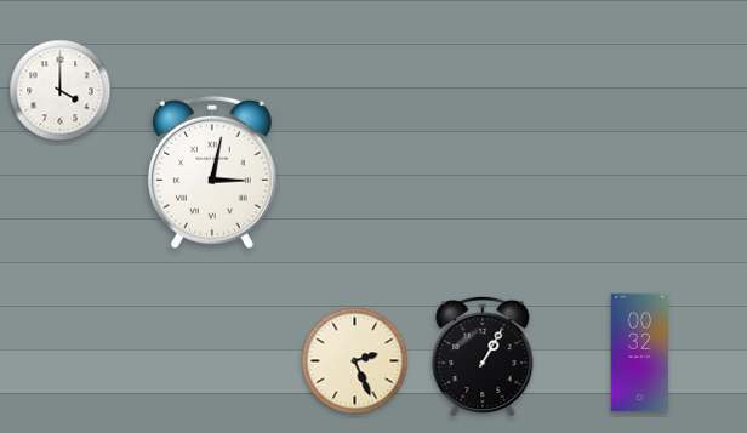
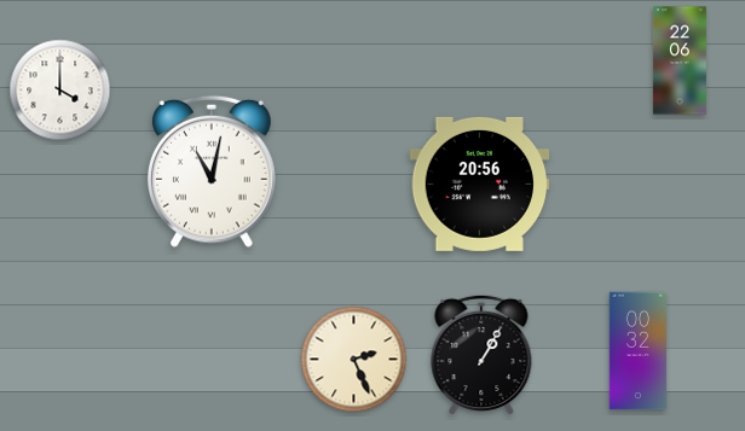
clock at (680, 60): none -> 22:06
clock at (212, 172): 3:02 -> 11:02
clock at (480, 184): none -> 20:56
